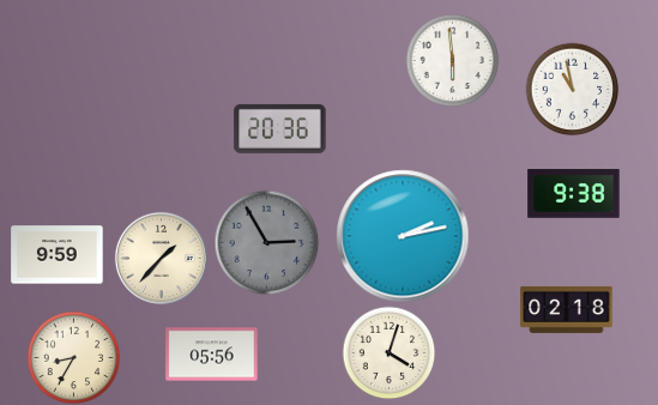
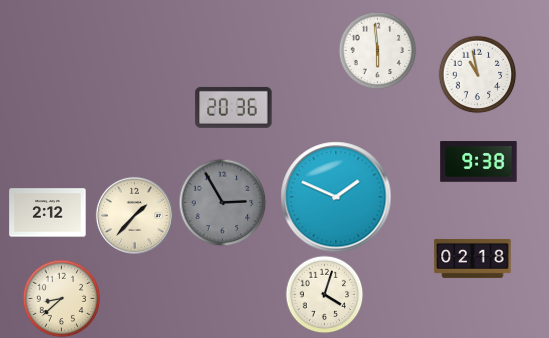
clock at (403, 236): 2:13 -> 1:49
clock at (58, 255): 9:59 -> 2:12
clock at (212, 355): 05:56 -> none
clock at (73, 357): 8:35 -> 8:38
